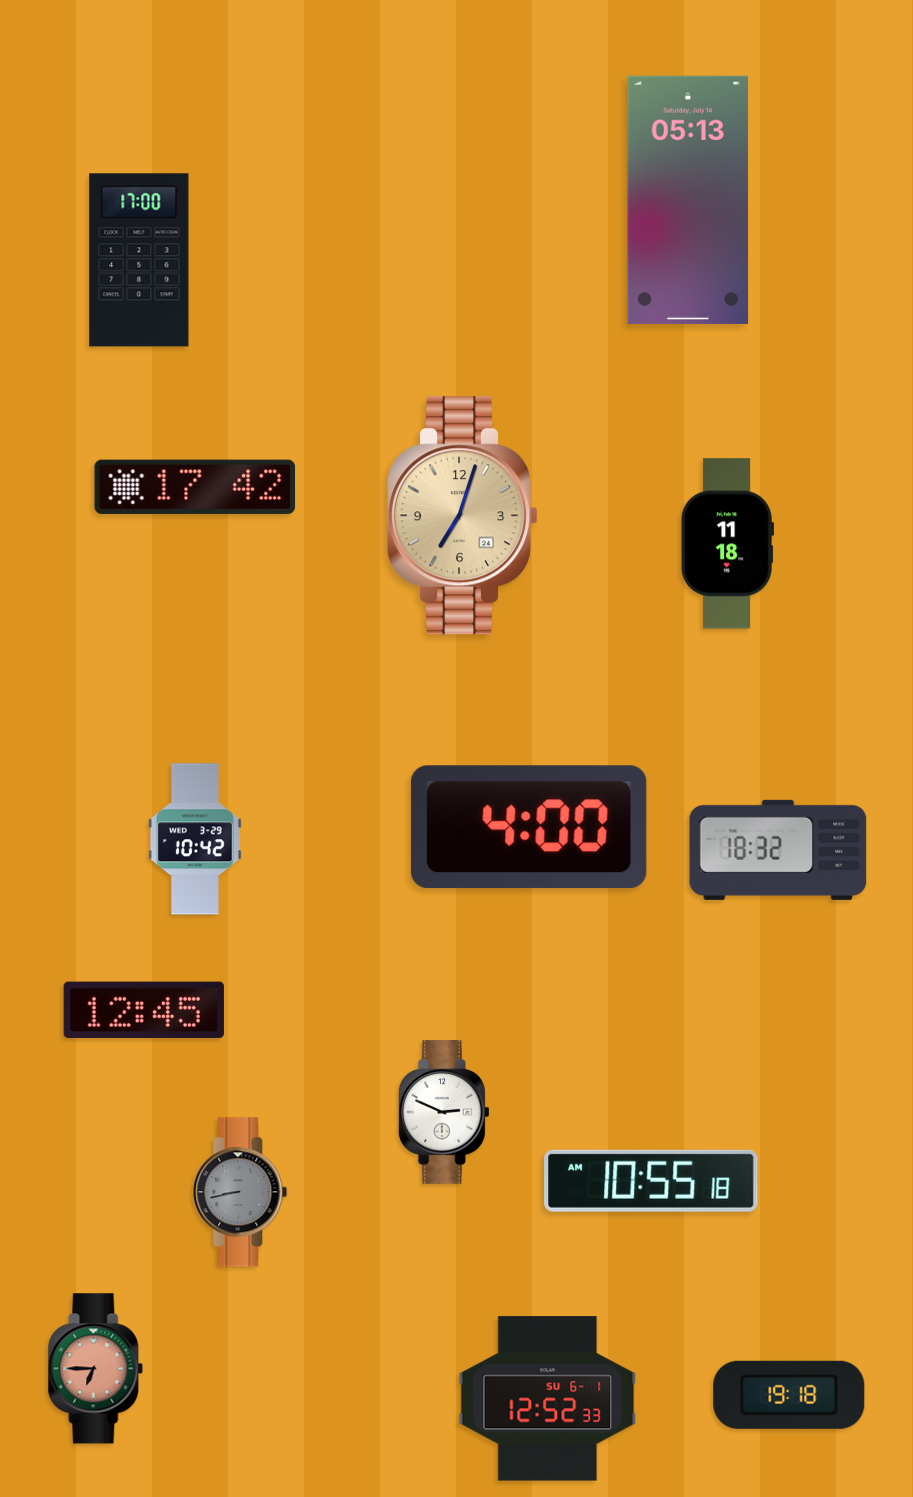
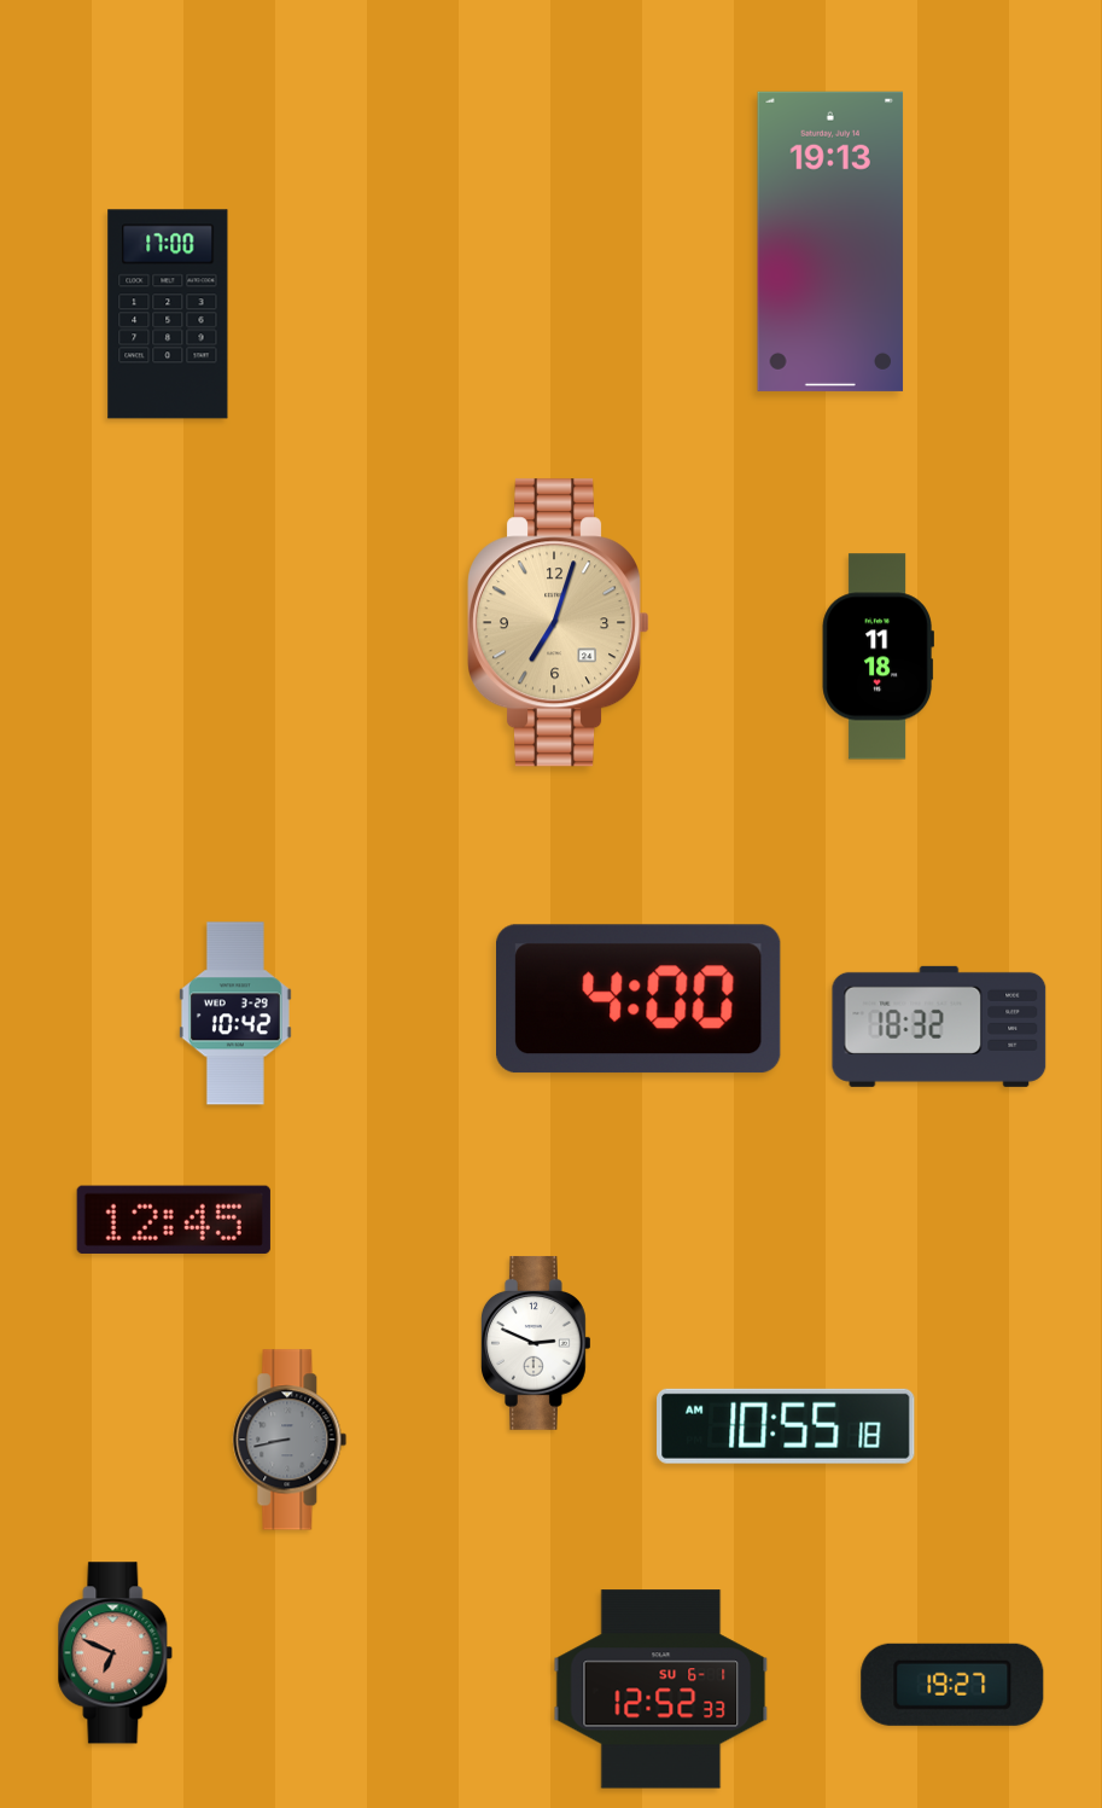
clock at (688, 200): 05:13 -> 19:13
clock at (195, 487): 17:42 -> none
clock at (96, 1369): 6:45 -> 6:49
clock at (789, 1395): 19:18 -> 19:27
